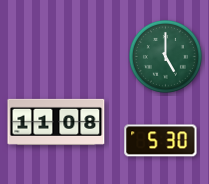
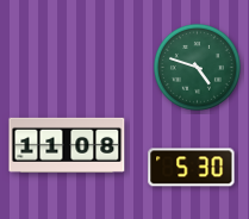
clock at (165, 56): 5:00 -> 4:48
